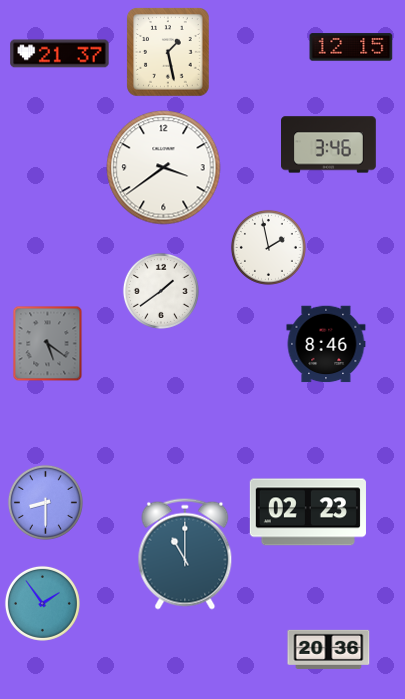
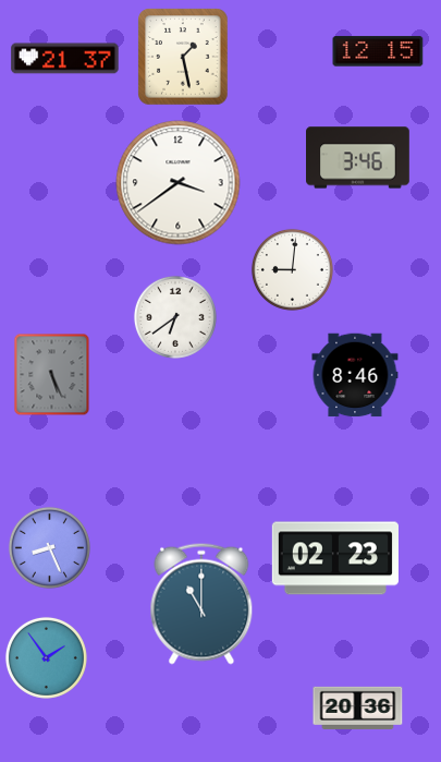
clock at (351, 47) position: (351, 47) -> (378, 51)
clock at (268, 247): 1:58 -> 9:01
clock at (161, 291): 1:39 -> 6:39
clock at (48, 344): 5:21 -> 5:26
clock at (45, 502): 8:30 -> 8:26
